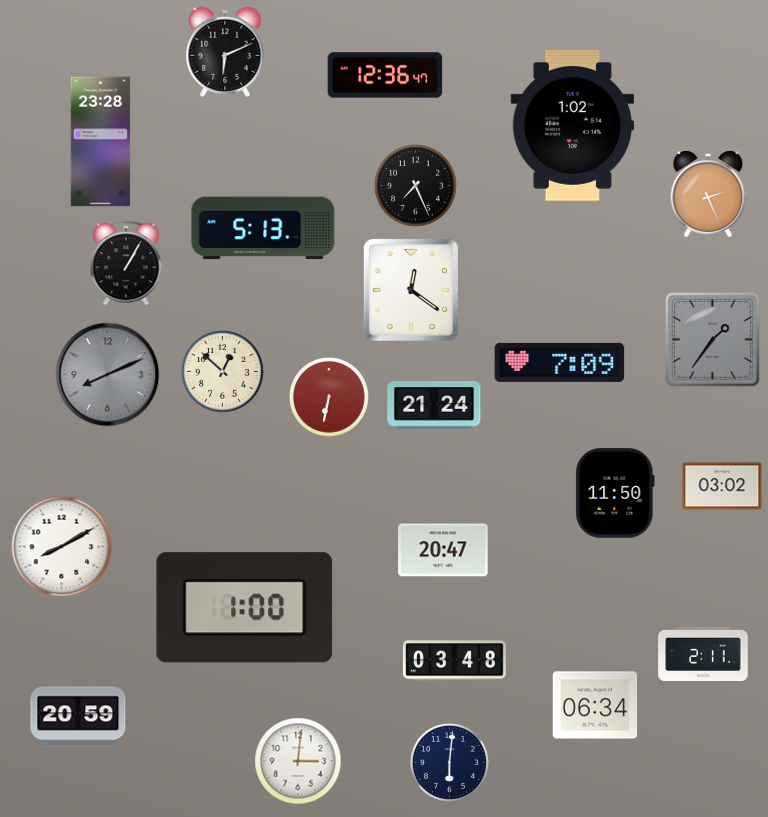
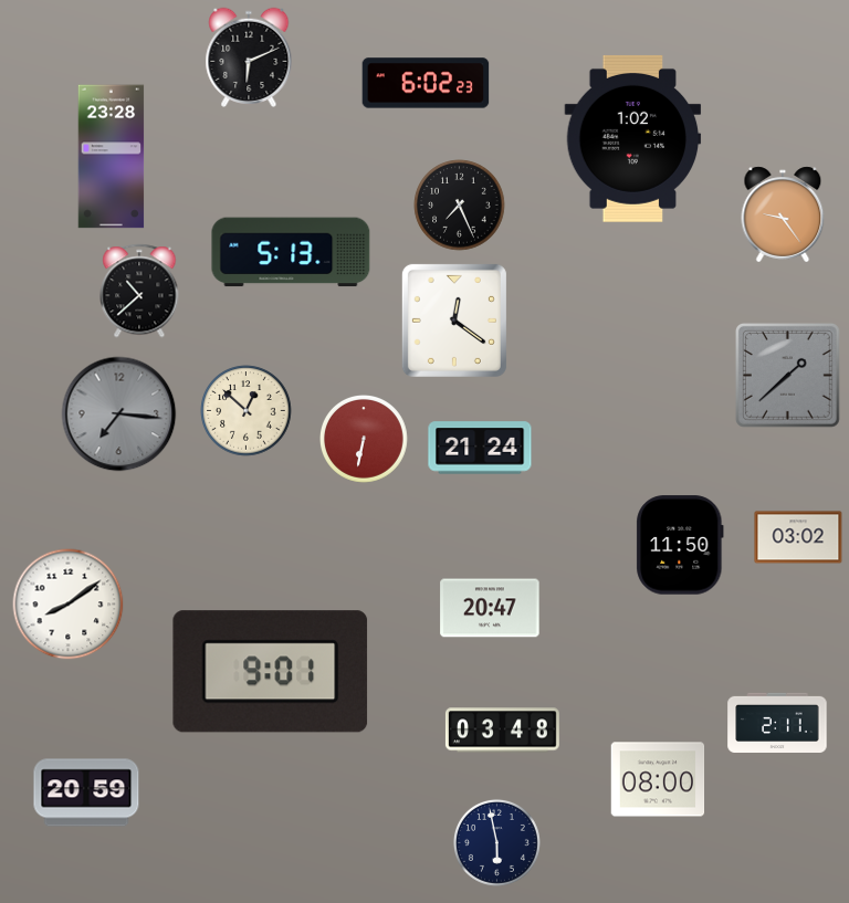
clock at (385, 75): 12:36 -> 6:02
clock at (708, 194): 2:26 -> 9:24
clock at (126, 263): 1:05 -> 10:38
clock at (712, 339): 1:36 -> 1:38
clock at (560, 362): 7:09 -> none
clock at (108, 375): 8:11 -> 7:16
clock at (62, 547): 8:10 -> 8:09
clock at (245, 608): 1:00 -> 9:01
clock at (595, 705): 06:34 -> 08:00
clock at (298, 761): 3:01 -> none
clock at (449, 762): 6:01 -> 5:58
